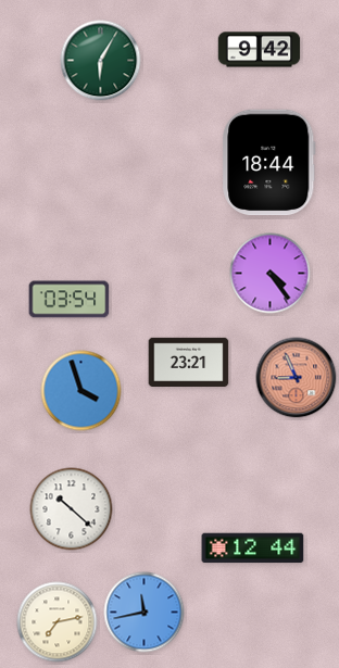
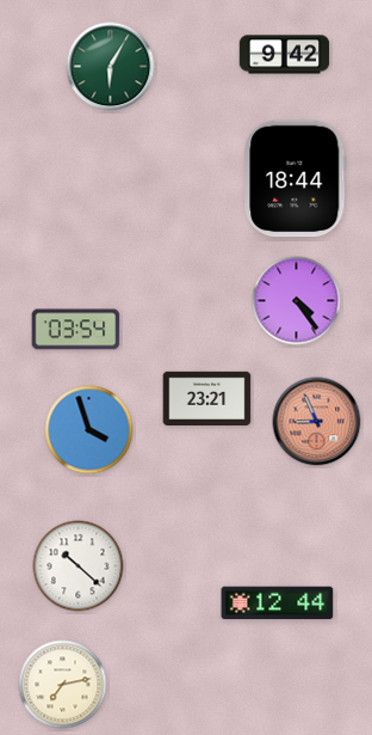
clock at (297, 378) position: (297, 378) -> (317, 422)
clock at (72, 509) position: (72, 509) -> (79, 566)
clock at (145, 613): 11:43 -> none
